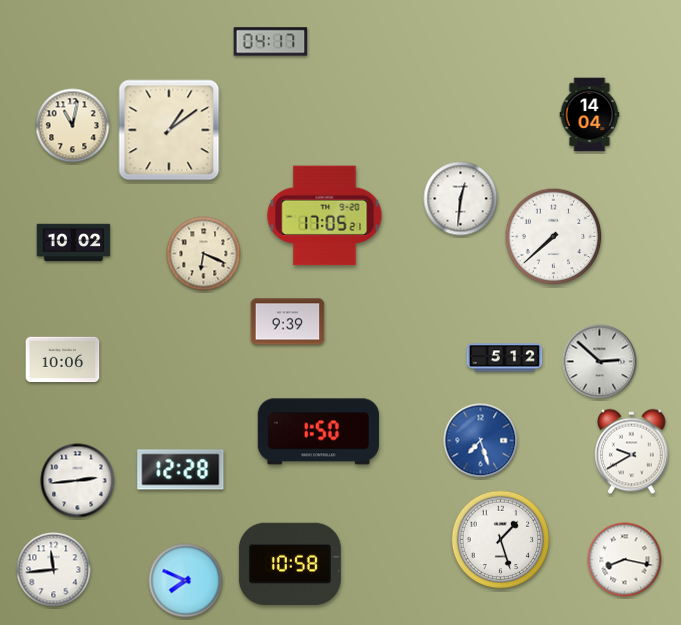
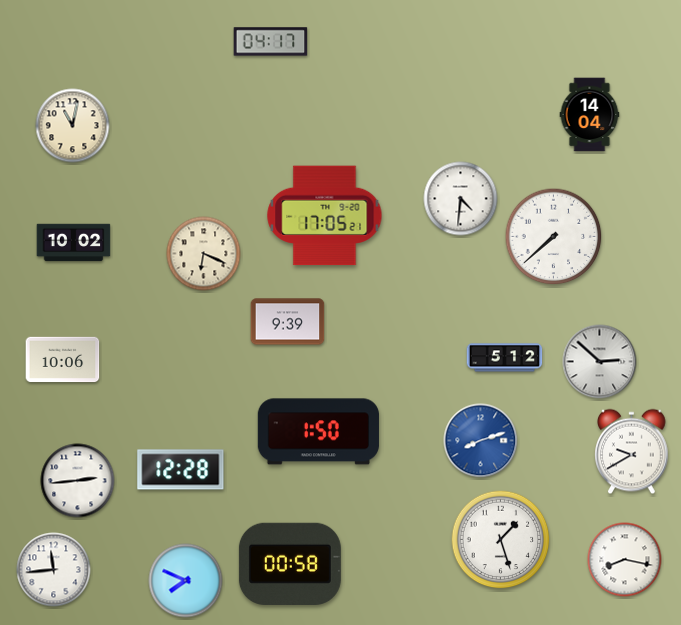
clock at (169, 130): 1:09 -> none
clock at (461, 199): 12:31 -> 4:31
clock at (481, 441): 7:27 -> 8:12
clock at (290, 564): 10:58 -> 00:58
